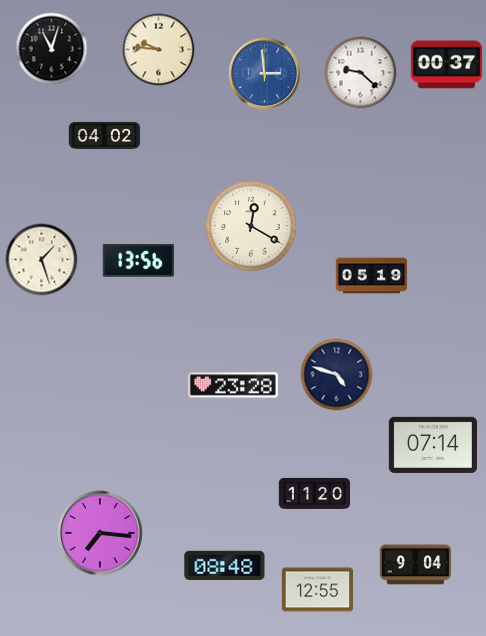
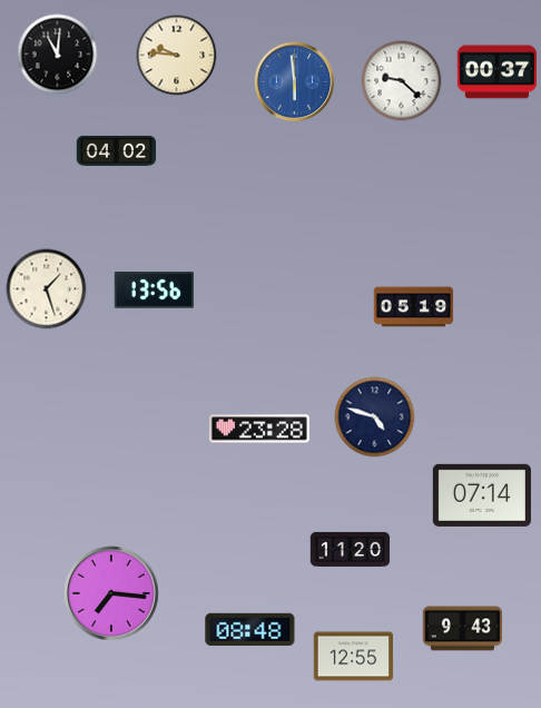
clock at (52, 49): 11:03 -> 11:01
clock at (265, 74): 2:59 -> 5:59
clock at (251, 226): 12:20 -> none
clock at (416, 565): 9:04 -> 9:43
